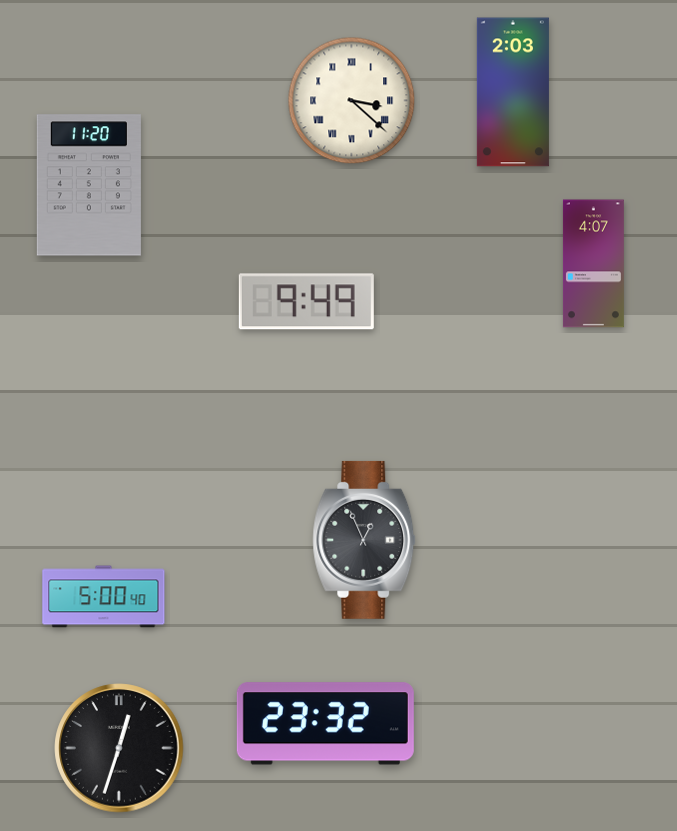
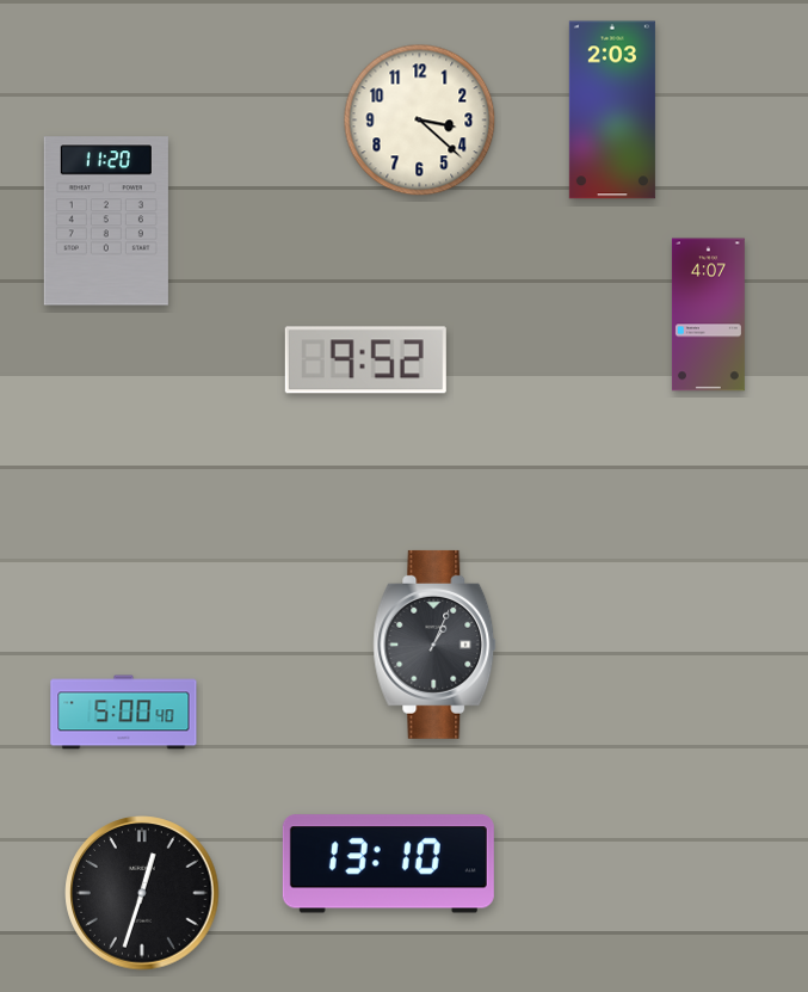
clock at (352, 101) numerals: Roman -> Arabic
clock at (306, 302): 9:49 -> 9:52
clock at (364, 540): 12:56 -> 1:04
clock at (325, 724): 23:32 -> 13:10
